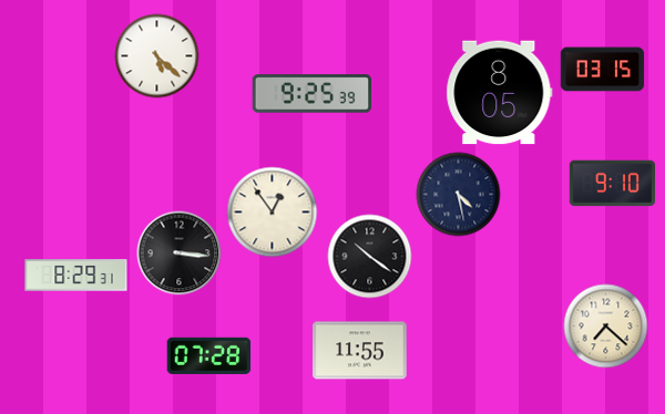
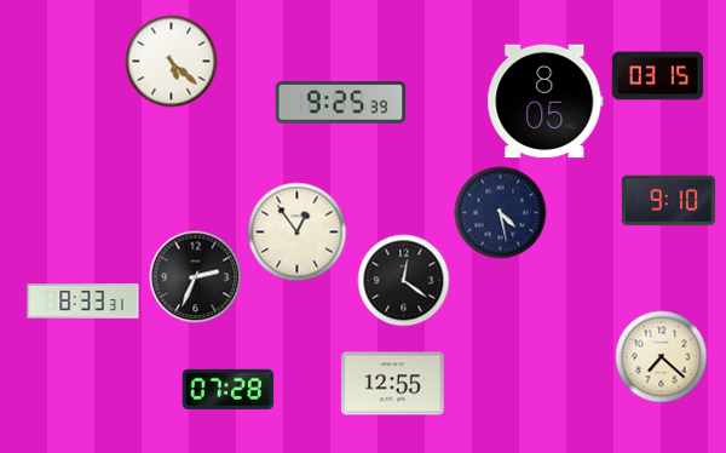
clock at (180, 253): 3:16 -> 2:34
clock at (370, 257): 10:21 -> 12:21
clock at (76, 276): 8:29 -> 8:33
clock at (360, 351): 11:55 -> 12:55
